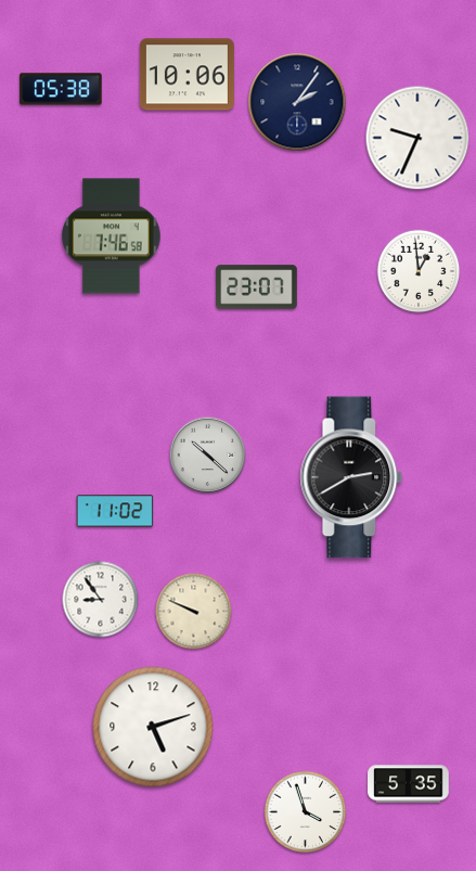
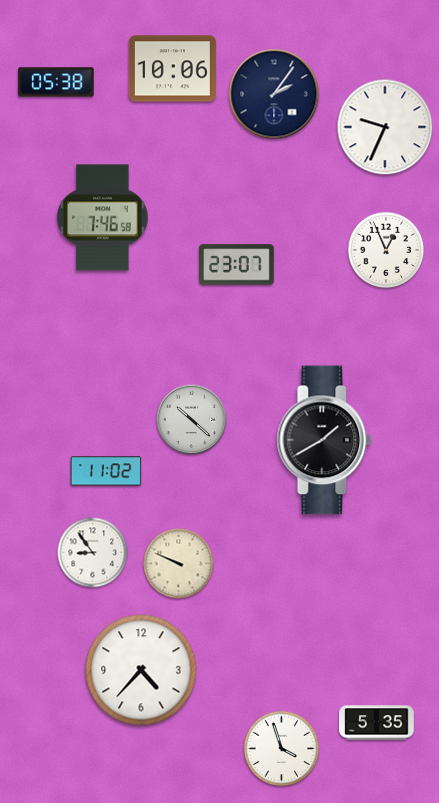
clock at (419, 271): 12:59 -> 12:56
clock at (351, 477): 2:40 -> 1:40
clock at (153, 727): 5:12 -> 4:37
